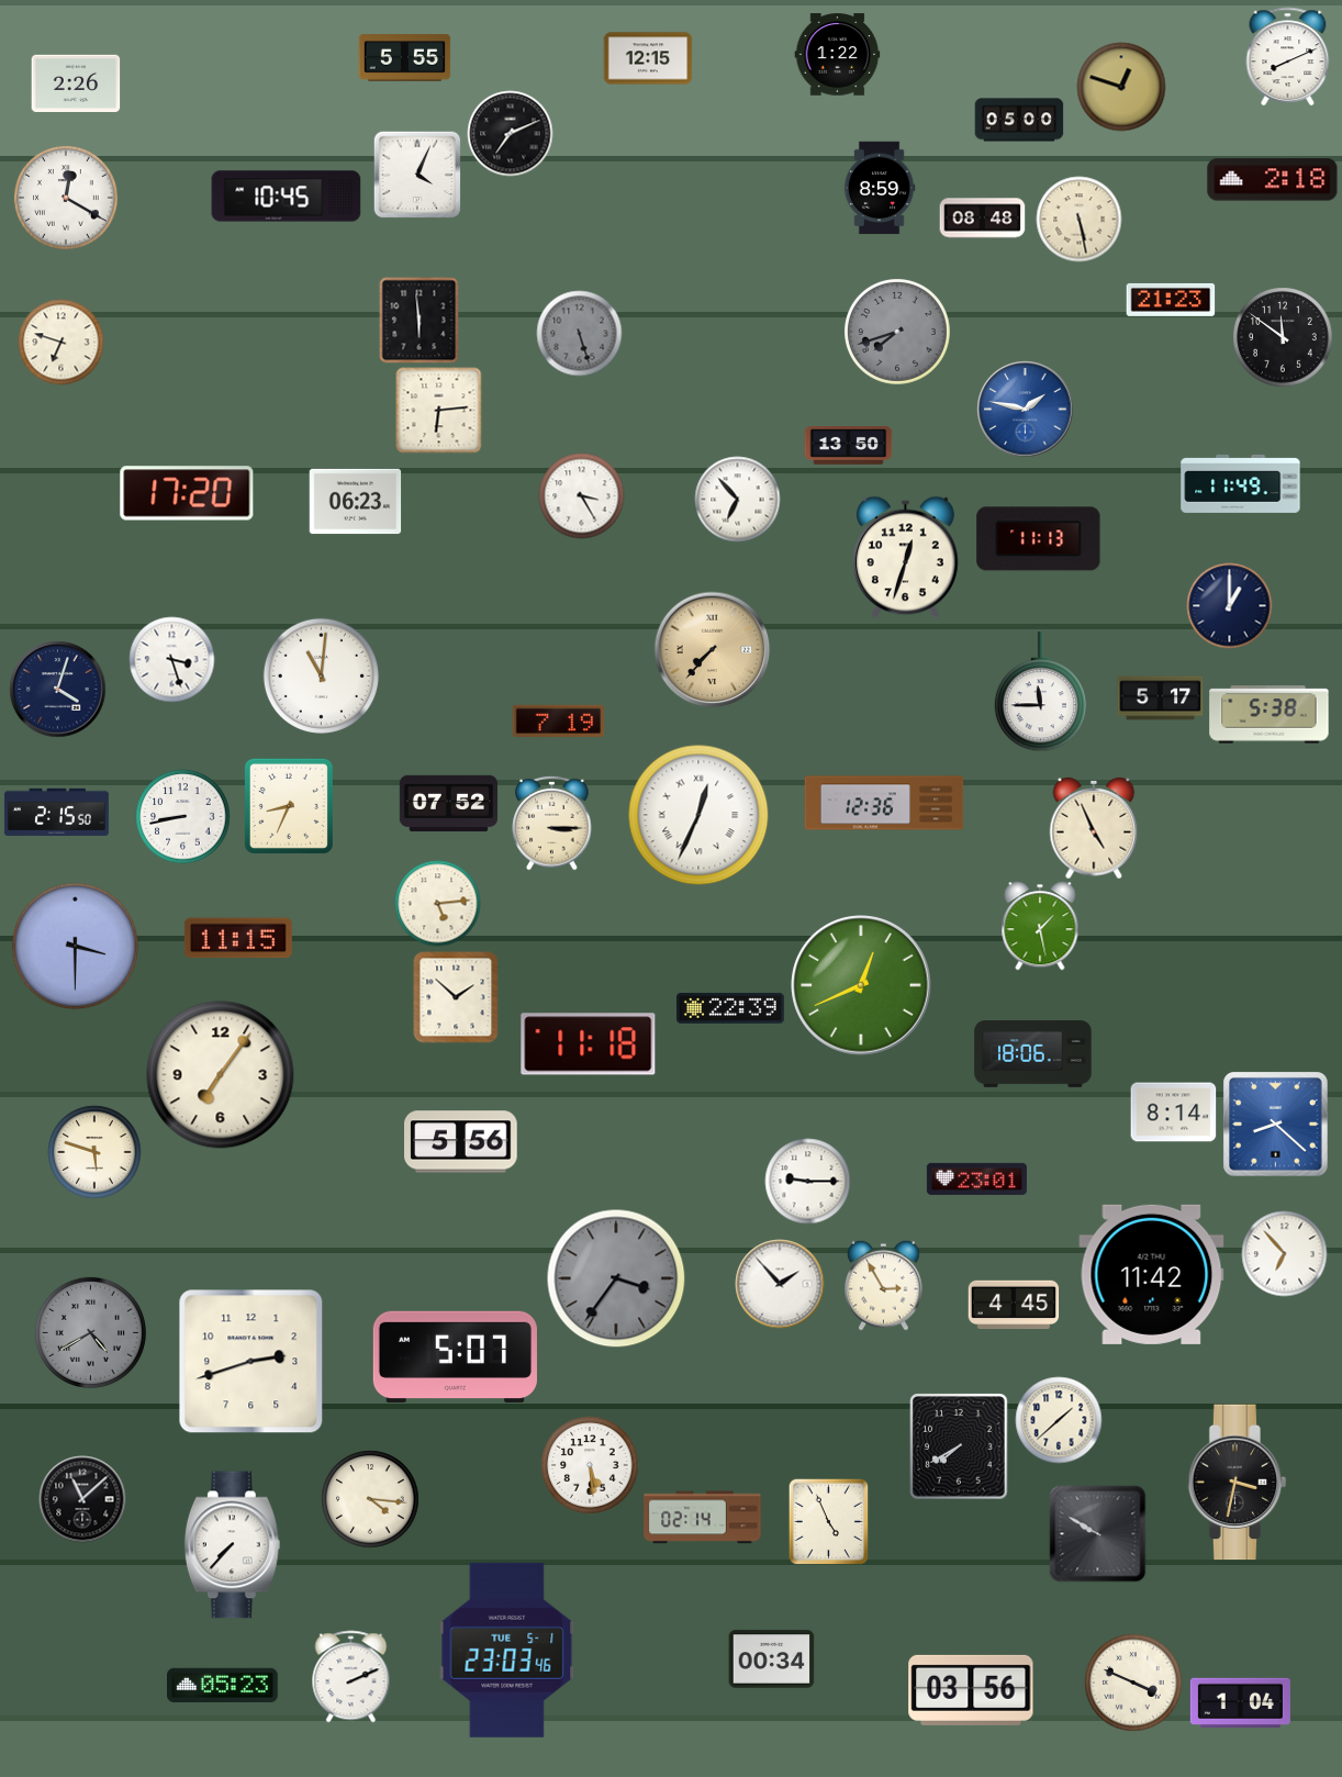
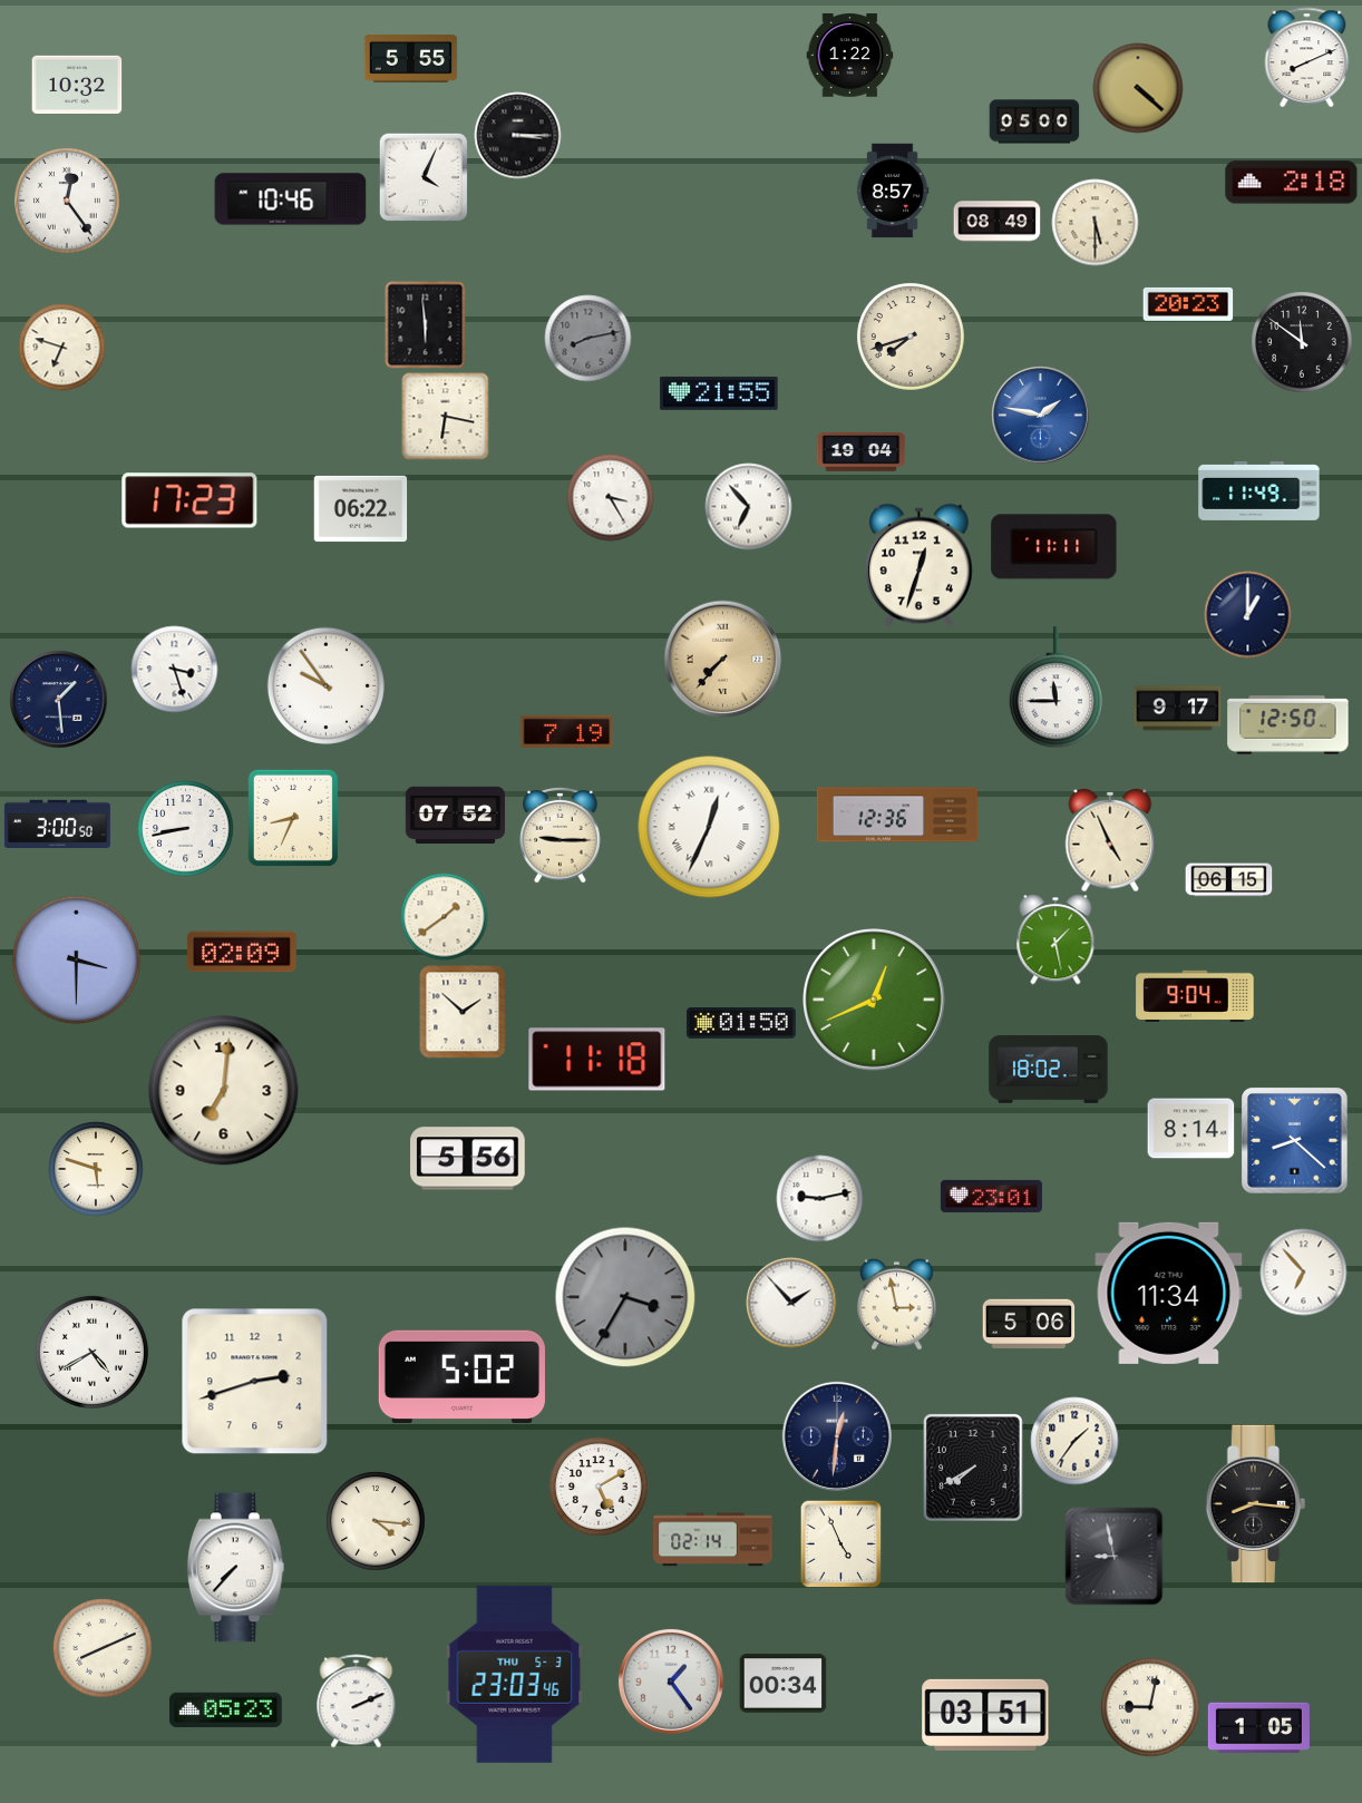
clock at (648, 58): 12:15 -> none
clock at (76, 82): 2:26 -> 10:32
clock at (1121, 87): 12:48 -> 4:22
clock at (510, 133): 7:11 -> 3:15
clock at (880, 188): 8:59 -> 8:57
clock at (287, 197): 10:45 -> 10:46
clock at (66, 198): 12:20 -> 12:24
clock at (982, 219): 08:48 -> 08:49
clock at (1078, 219): 5:28 -> 5:30
clock at (1171, 300): 21:23 -> 20:23
clock at (897, 332) dial: grey -> cream
clock at (579, 333): 5:27 -> 8:13
clock at (719, 393): none -> 21:55
clock at (438, 410): 6:14 -> 6:17
clock at (848, 446): 13:50 -> 19:04
clock at (187, 493): 17:20 -> 17:23
clock at (581, 495) position: (581, 495) -> (610, 497)
clock at (355, 502): 06:23 -> 06:22
clock at (1039, 539): 11:13 -> 11:11
clock at (321, 675): 11:01 -> 9:54
clock at (57, 689): 4:03 -> 1:29
clock at (1040, 692) position: (1040, 692) -> (1055, 688)
clock at (1160, 698): 5:17 -> 9:17
clock at (1270, 715): 5:38 -> 12:50
clock at (56, 813): 2:15 -> 3:00
clock at (552, 823): 3:15 -> 9:15
clock at (1228, 880): none -> 06:15
clock at (437, 903): 5:14 -> 1:39
clock at (238, 938): 11:15 -> 02:09
clock at (1195, 996): none -> 9:04
clock at (730, 1008): 22:39 -> 01:50
clock at (1033, 1054): 18:06 -> 18:02
clock at (221, 1075): 7:06 -> 7:01
clock at (807, 1181): 9:15 -> 9:13
clock at (1152, 1274): 11:42 -> 11:34
clock at (616, 1278): 3:36 -> 3:35
clock at (884, 1285): 2:55 -> 2:58
clock at (1014, 1305): 4:45 -> 5:06
clock at (90, 1332) dial: grey -> white
clock at (455, 1356): 5:07 -> 5:02
clock at (837, 1436): none -> 12:31
clock at (1059, 1420): 1:38 -> 1:36
clock at (590, 1465): 5:29 -> 5:10
clock at (1238, 1483): 3:32 -> 8:16
clock at (82, 1499): 11:08 -> none
clock at (1097, 1533): 9:50 -> 8:58
clock at (103, 1648): none -> 8:11
clock at (507, 1650) date: TUE 5-1 -> THU 5-3
clock at (671, 1682): none -> 1:24
clock at (1133, 1683): 3:49 -> 9:02
clock at (971, 1690): 03:56 -> 03:51
clock at (1240, 1702): 1:04 -> 1:05
